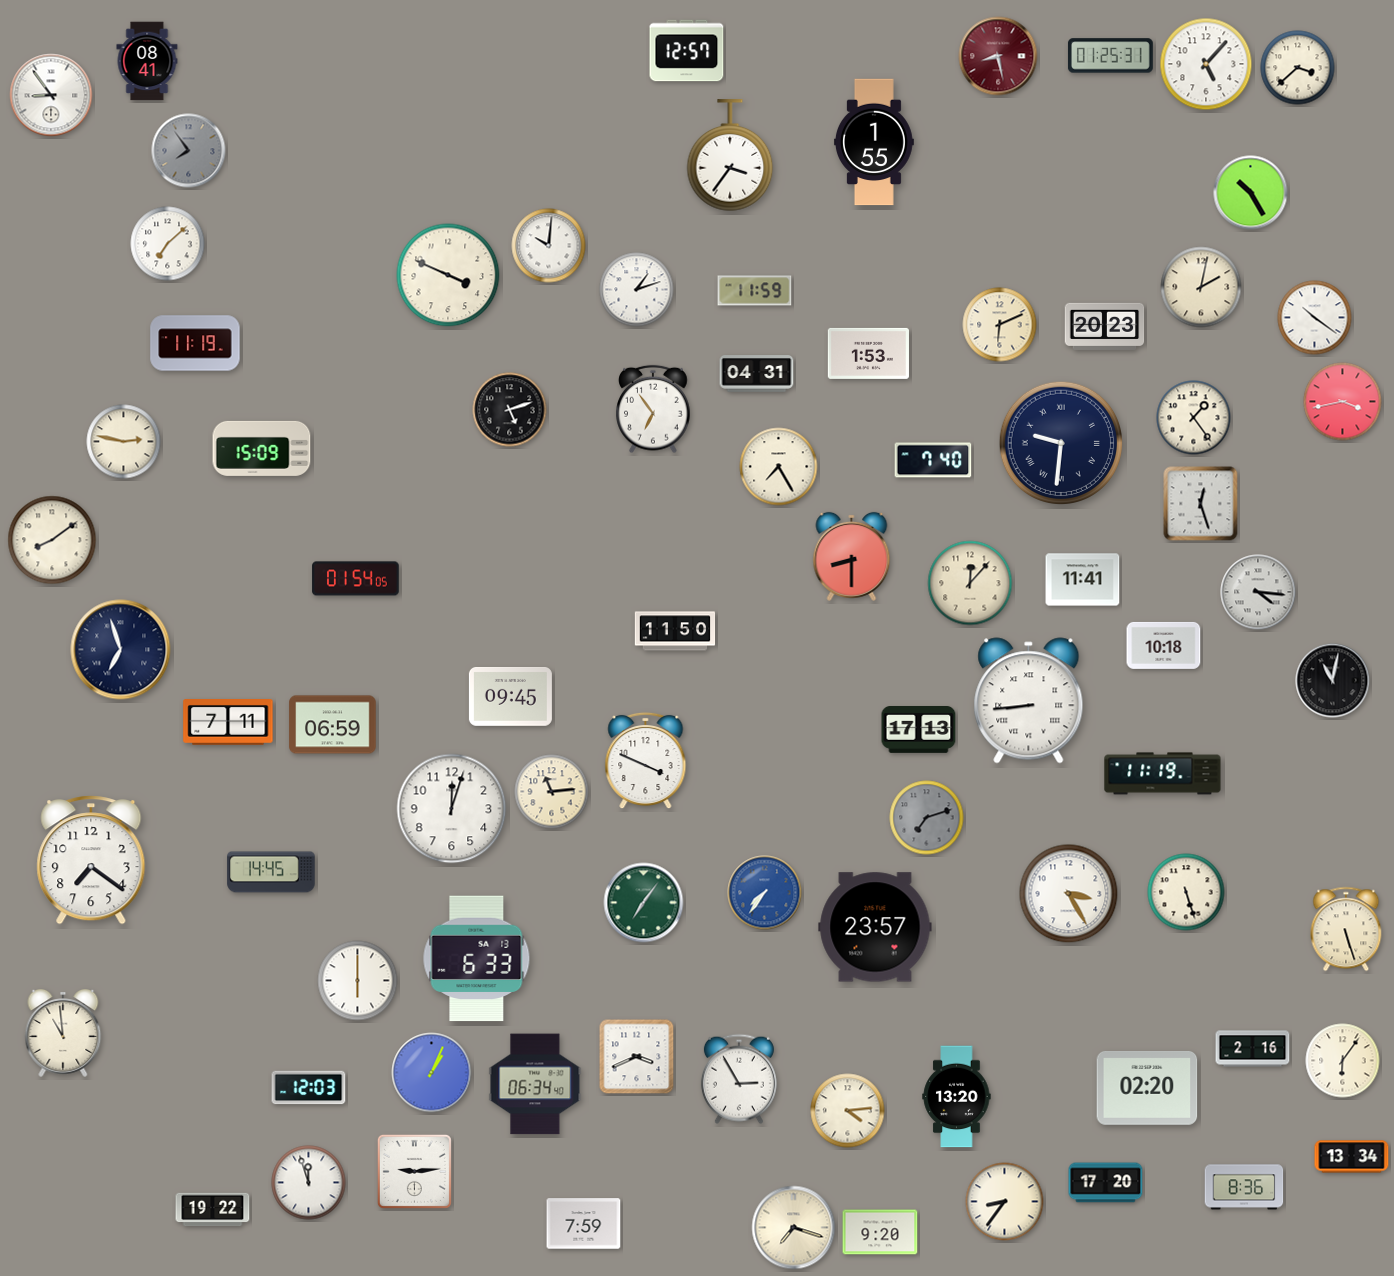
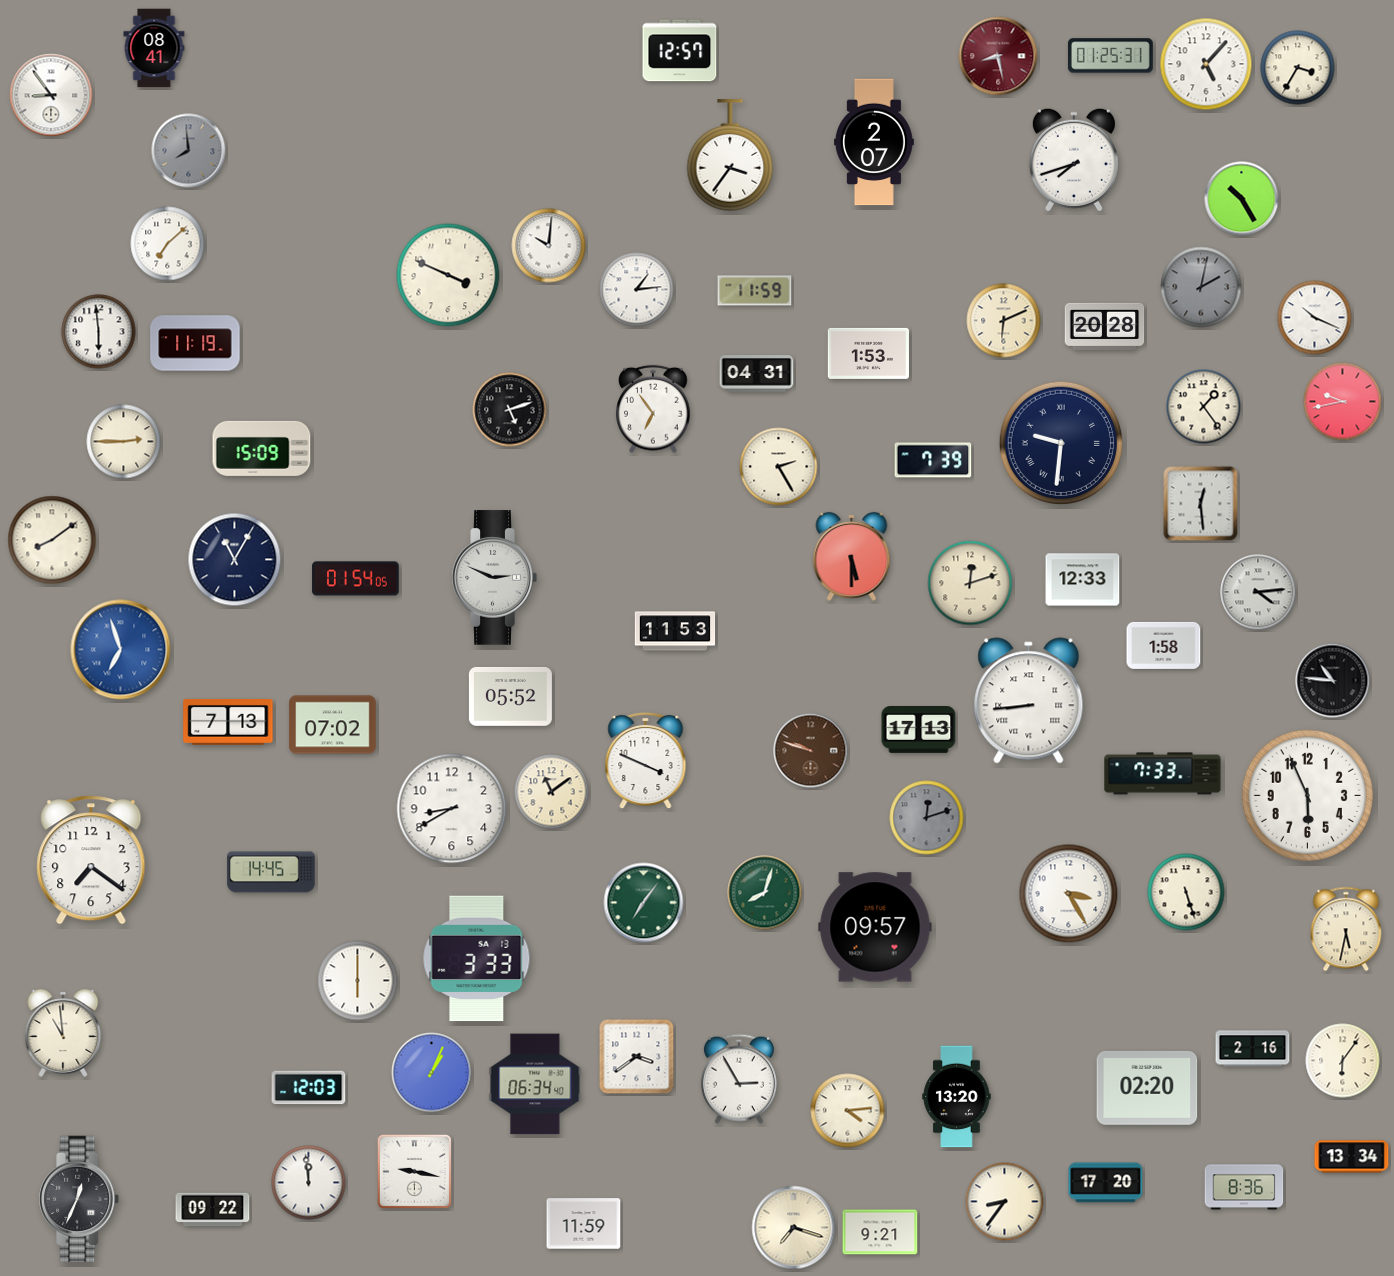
clock at (687, 51) position: (687, 51) -> (680, 51)
clock at (147, 61) position: (147, 61) -> (154, 48)
clock at (1298, 68): 3:38 -> 3:35
clock at (874, 142): 1:55 -> 2:07
clock at (189, 151): 7:54 -> 7:59
clock at (1074, 160): none -> 7:42
clock at (1251, 193) position: (1251, 193) -> (1242, 199)
clock at (1201, 287) dial: cream -> grey
clock at (637, 290): 1:12 -> 1:14
clock at (1315, 318): 10:21 -> 10:19
clock at (1000, 325) position: (1000, 325) -> (1004, 321)
clock at (1105, 326): 20:23 -> 20:28
clock at (99, 332): none -> 5:59
clock at (1343, 402): 3:43 -> 9:43
clock at (1194, 418) position: (1194, 418) -> (1204, 407)
clock at (124, 442): 2:47 -> 2:45
clock at (933, 460): 7:40 -> 7:39
clock at (779, 467): 7:25 -> 2:25
clock at (1201, 504): 12:27 -> 12:29
clock at (852, 556): 8:30 -> 5:30
clock at (235, 560): none -> 11:05
clock at (494, 578): none -> 2:49
clock at (1083, 580): 11:41 -> 12:33
clock at (970, 583): 12:07 -> 12:12
clock at (1258, 592): 4:16 -> 4:14
clock at (675, 631): 11:50 -> 11:53
clock at (1164, 645): 10:18 -> 1:58
clock at (121, 650) dial: navy -> blue
clock at (1333, 681): 11:02 -> 10:46
clock at (510, 697): 09:45 -> 05:52
clock at (228, 723): 7:11 -> 7:13
clock at (333, 725): 06:59 -> 07:02
clock at (811, 751): none -> 9:48
clock at (1163, 774): 11:19 -> 7:33
clock at (552, 792): 11:14 -> 11:09
clock at (1307, 795): none -> 5:56
clock at (452, 809): 12:03 -> 8:40
clock at (927, 818): 7:12 -> 12:12
clock at (765, 893): 7:36 -> 8:03
clock at (765, 893) dial: blue -> green
clock at (875, 927): 23:57 -> 09:57
clock at (1346, 929): 5:27 -> 5:32
clock at (477, 959): 6:33 -> 3:33
clock at (637, 1057): 3:41 -> 3:39
clock at (414, 1171): 9:14 -> 9:17
clock at (309, 1183): 11:57 -> 11:59
clock at (80, 1199): none -> 12:34
clock at (213, 1210): 19:22 -> 09:22
clock at (584, 1224): 7:59 -> 11:59
clock at (880, 1232): 9:20 -> 9:21
